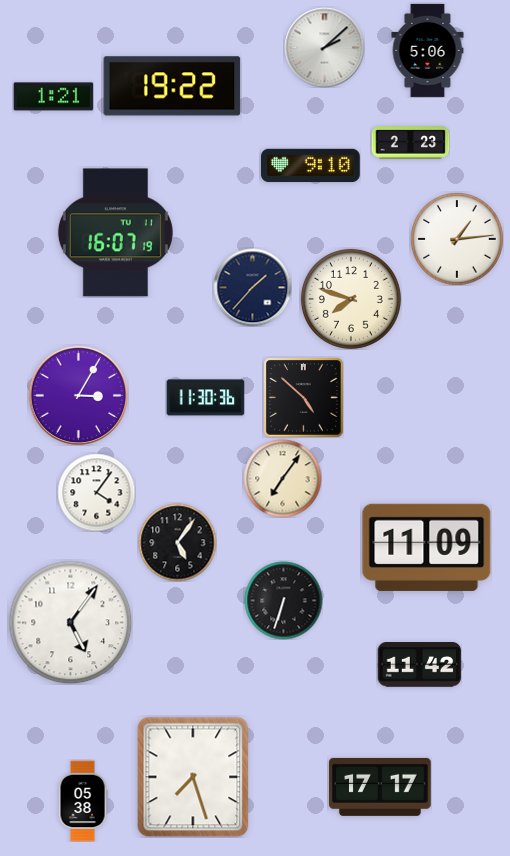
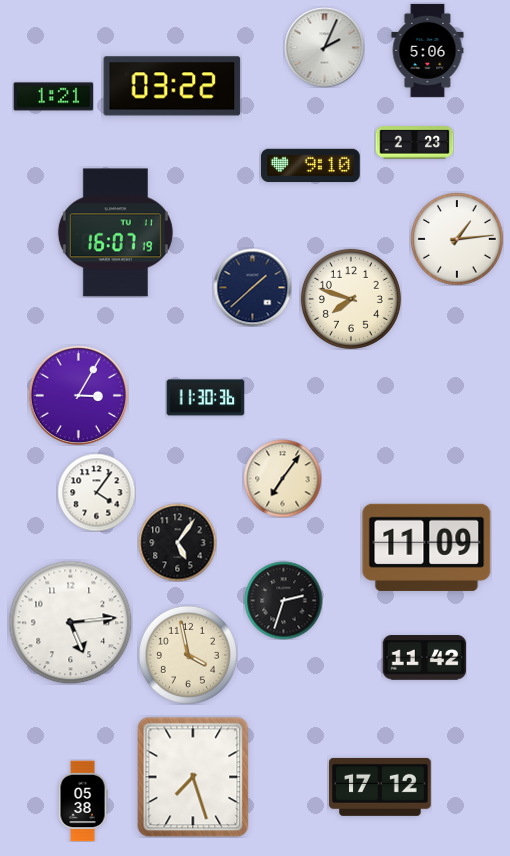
clock at (324, 47): 2:08 -> 2:04
clock at (172, 86): 19:22 -> 03:22
clock at (410, 143) position: (410, 143) -> (414, 143)
clock at (252, 287): 1:37 -> 1:38
clock at (304, 398): 4:52 -> none
clock at (283, 600): 6:33 -> 2:33
clock at (70, 622): 5:06 -> 5:14
clock at (188, 655): none -> 3:58
clock at (419, 665) position: (419, 665) -> (424, 658)
clock at (380, 787): 17:17 -> 17:12
